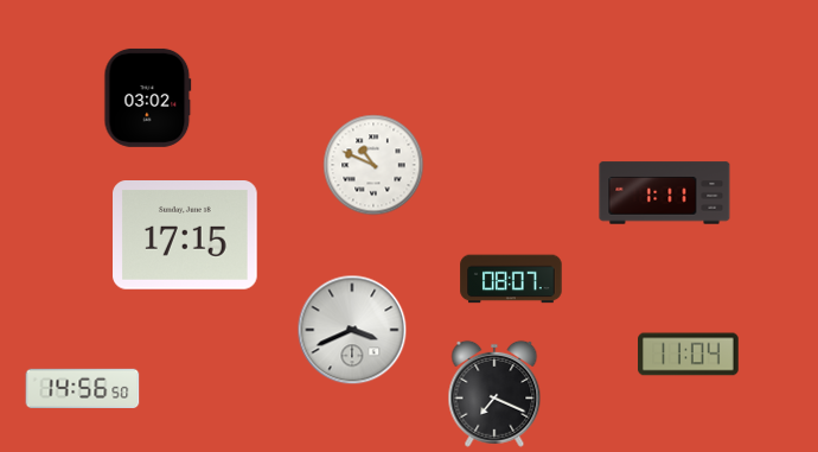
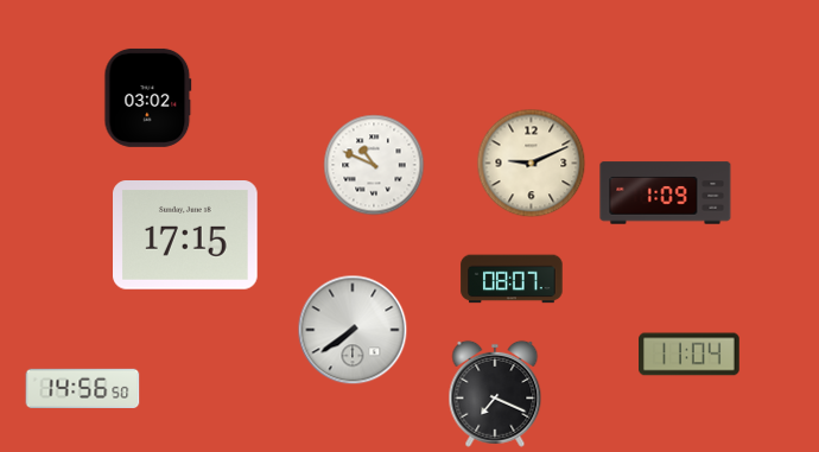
clock at (532, 164): none -> 9:11
clock at (665, 193): 1:11 -> 1:09
clock at (352, 330): 3:41 -> 7:39
